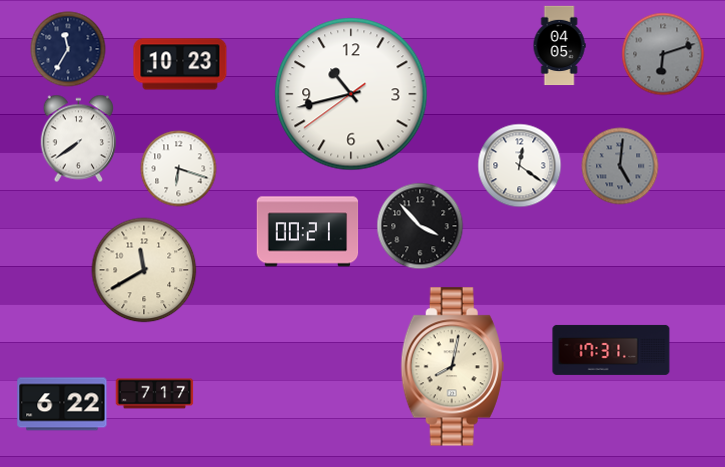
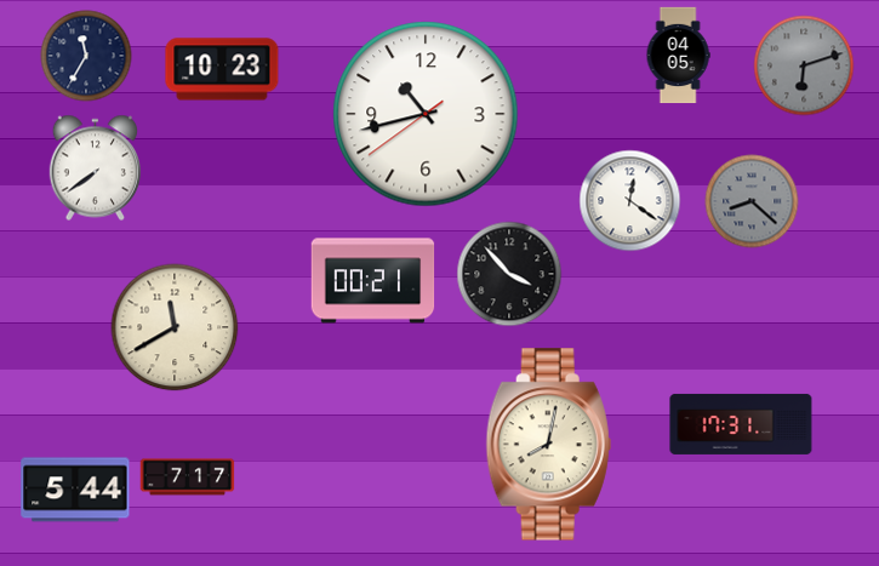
clock at (68, 49) position: (68, 49) -> (86, 56)
clock at (180, 64) position: (180, 64) -> (222, 69)
clock at (620, 166): 5:01 -> 8:22
clock at (179, 169): 6:18 -> none
clock at (62, 404): 6:22 -> 5:44
